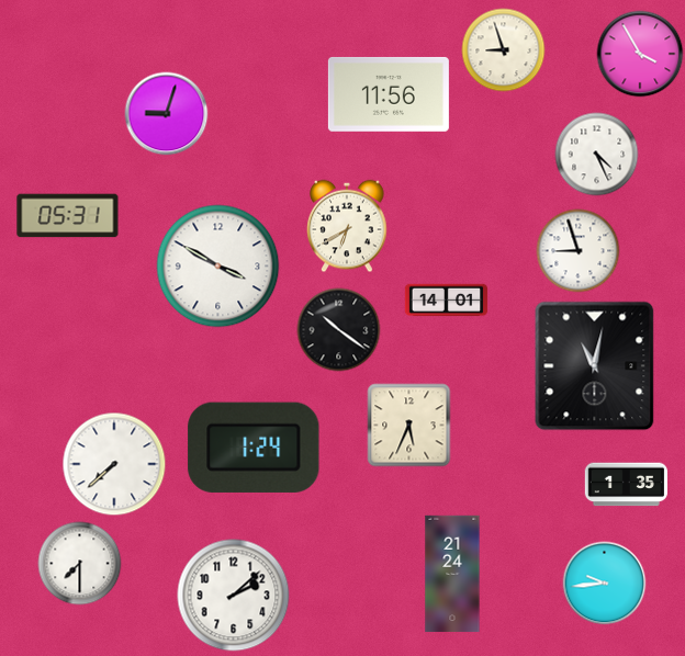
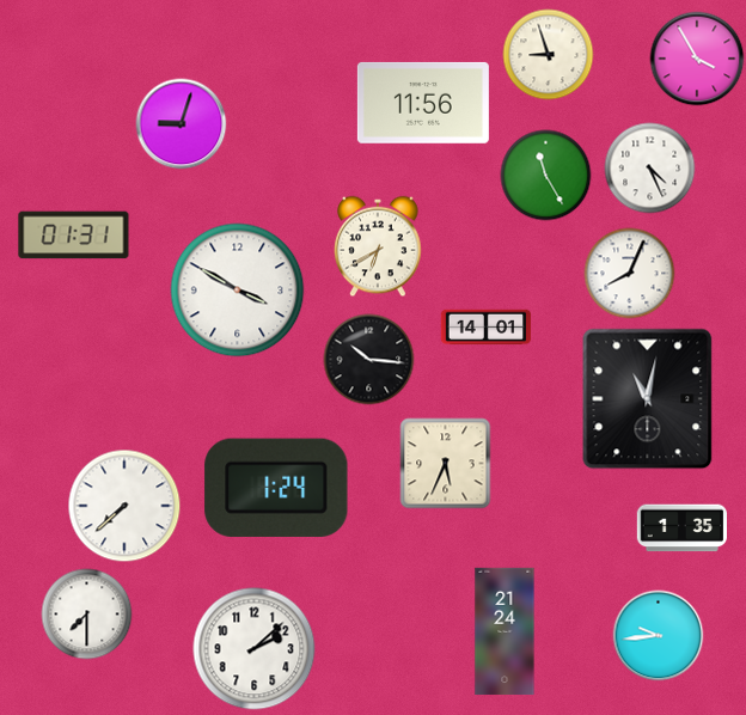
clock at (546, 176): none -> 11:25
clock at (68, 216): 05:31 -> 01:31
clock at (579, 251): 8:57 -> 8:04
clock at (339, 330): 10:21 -> 10:16
clock at (452, 574) position: (452, 574) -> (505, 631)
